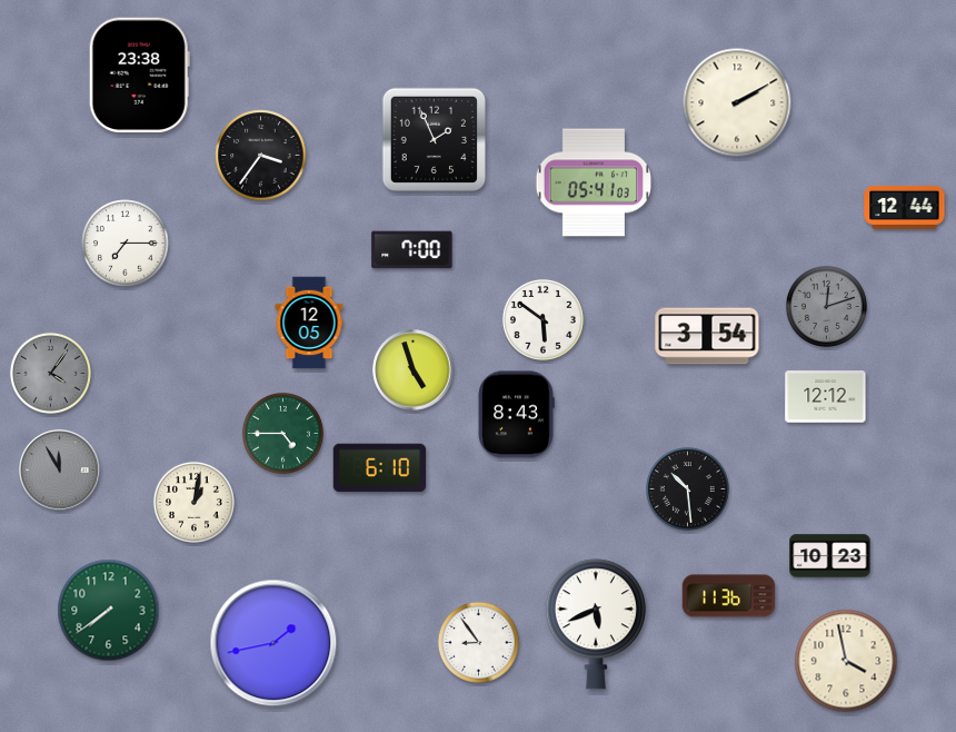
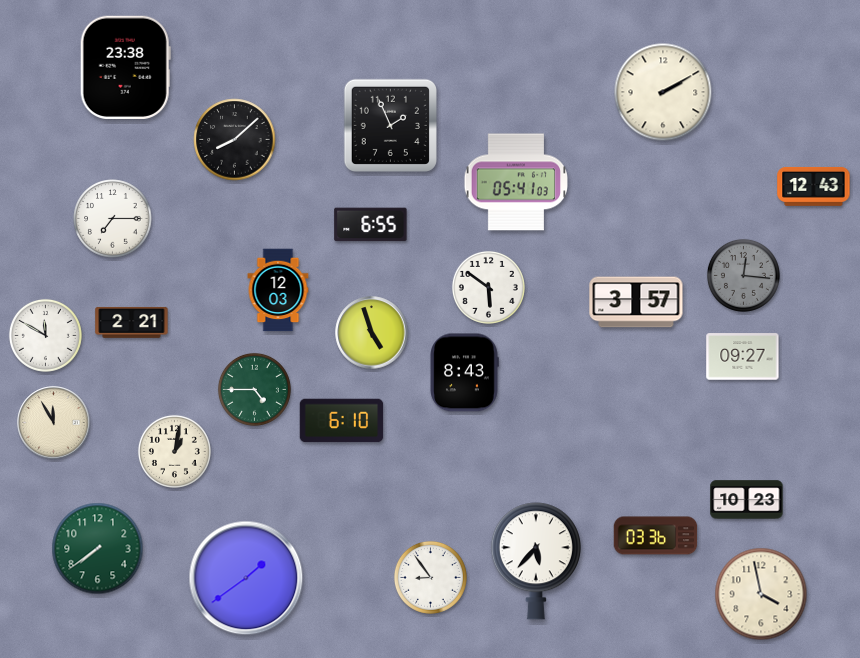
clock at (261, 156): 3:36 -> 8:08
clock at (592, 182) position: (592, 182) -> (515, 182)
clock at (905, 207): 12:44 -> 12:43
clock at (412, 250): 7:00 -> 6:55
clock at (826, 306): 12:12 -> 12:16
clock at (309, 323): 12:05 -> 12:03
clock at (707, 336): 3:54 -> 3:57
clock at (132, 322): none -> 2:21
clock at (50, 373): 4:06 -> 11:50
clock at (50, 373) dial: grey -> white
clock at (826, 397): 12:12 -> 09:27
clock at (60, 471) dial: grey -> cream
clock at (688, 489): 10:29 -> none
clock at (729, 596): 11:36 -> 03:36
clock at (596, 624): 5:41 -> 5:37
clock at (273, 643): 1:43 -> 1:39
